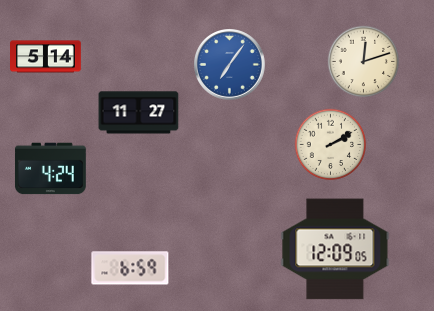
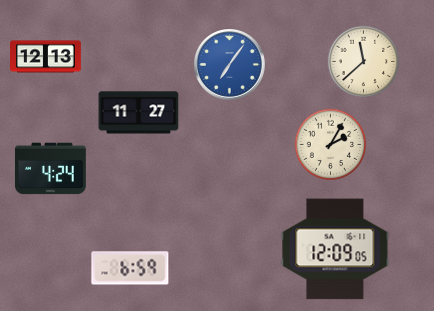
clock at (46, 57): 5:14 -> 12:13
clock at (364, 62): 12:12 -> 11:38
clock at (331, 145): 2:10 -> 2:05
